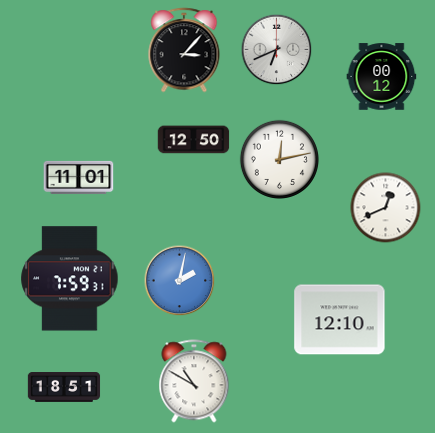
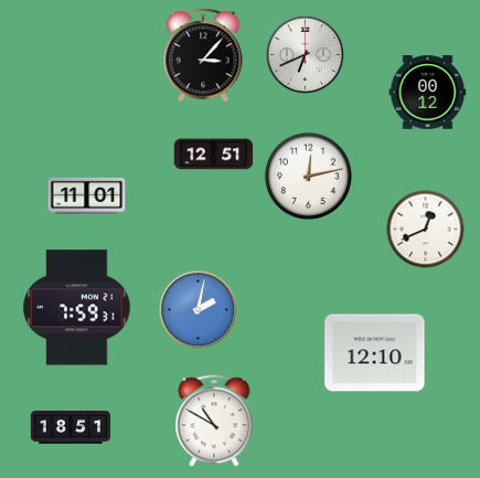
clock at (382, 77) position: (382, 77) -> (428, 93)
clock at (194, 140): 12:50 -> 12:51
